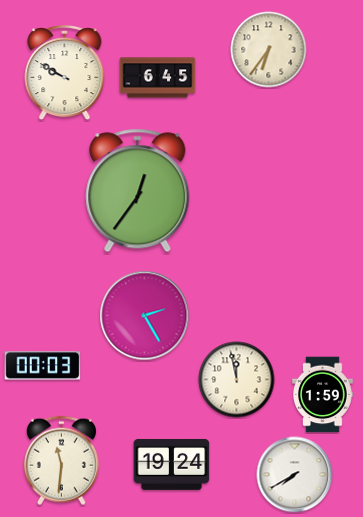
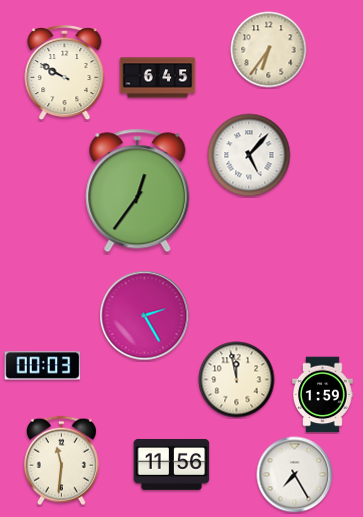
clock at (249, 155): none -> 5:07
clock at (172, 464): 19:24 -> 11:56
clock at (295, 475): 7:40 -> 7:25
